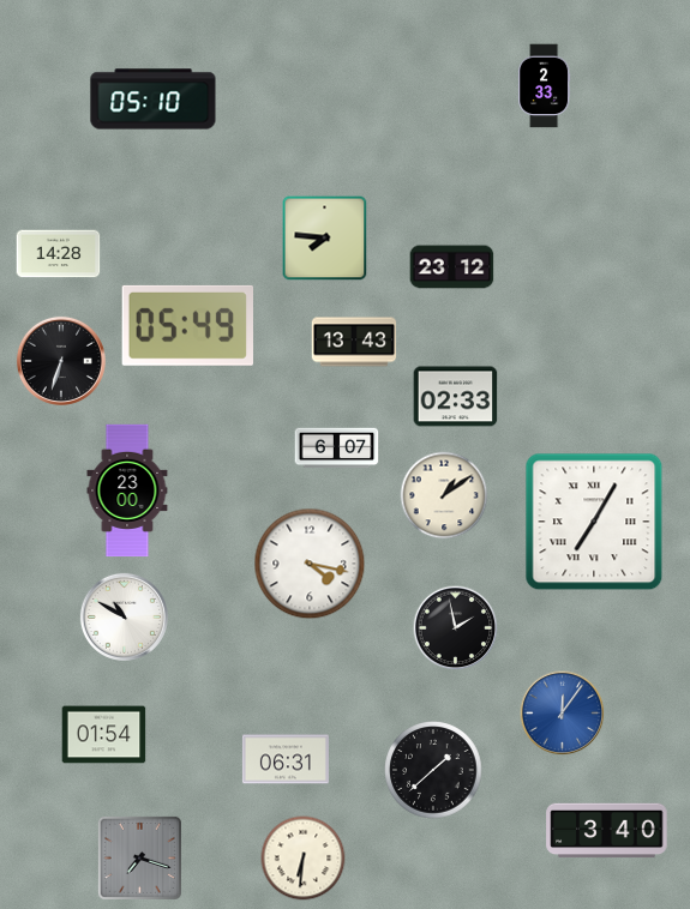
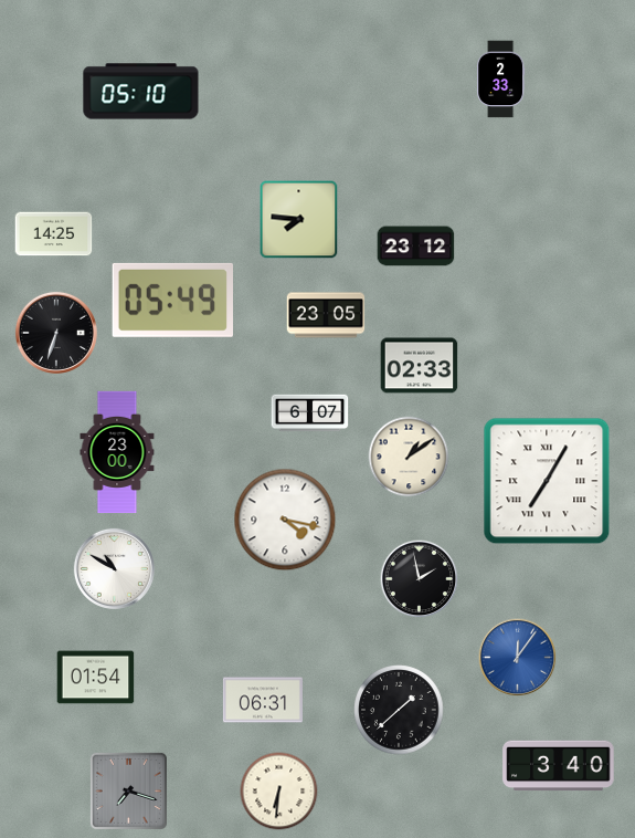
clock at (59, 254): 14:28 -> 14:25
clock at (354, 342): 13:43 -> 23:05
